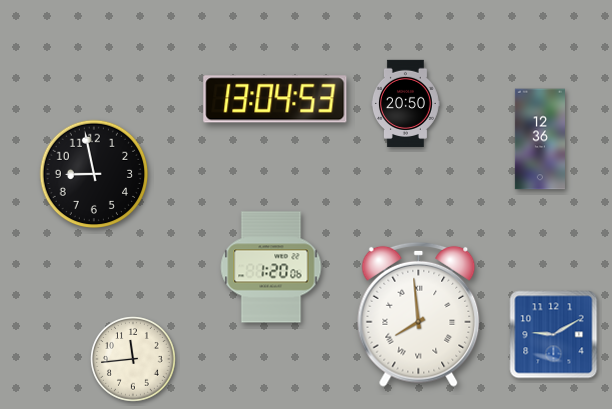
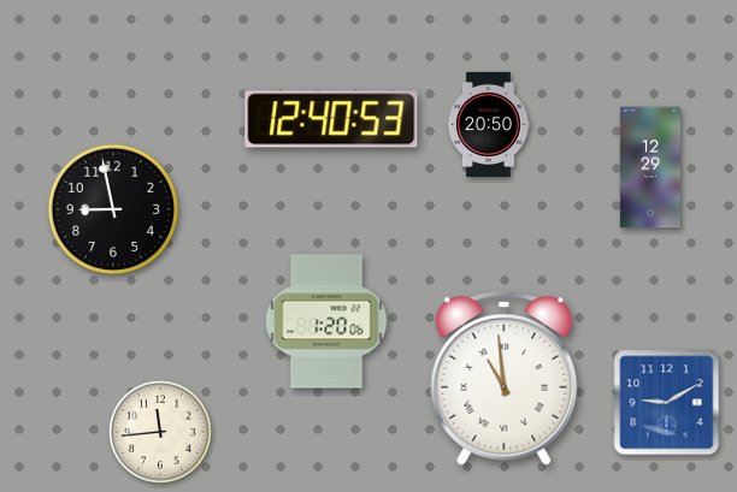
clock at (275, 99): 13:04 -> 12:40
clock at (540, 139): 12:36 -> 12:29
clock at (419, 314): 7:59 -> 10:59
